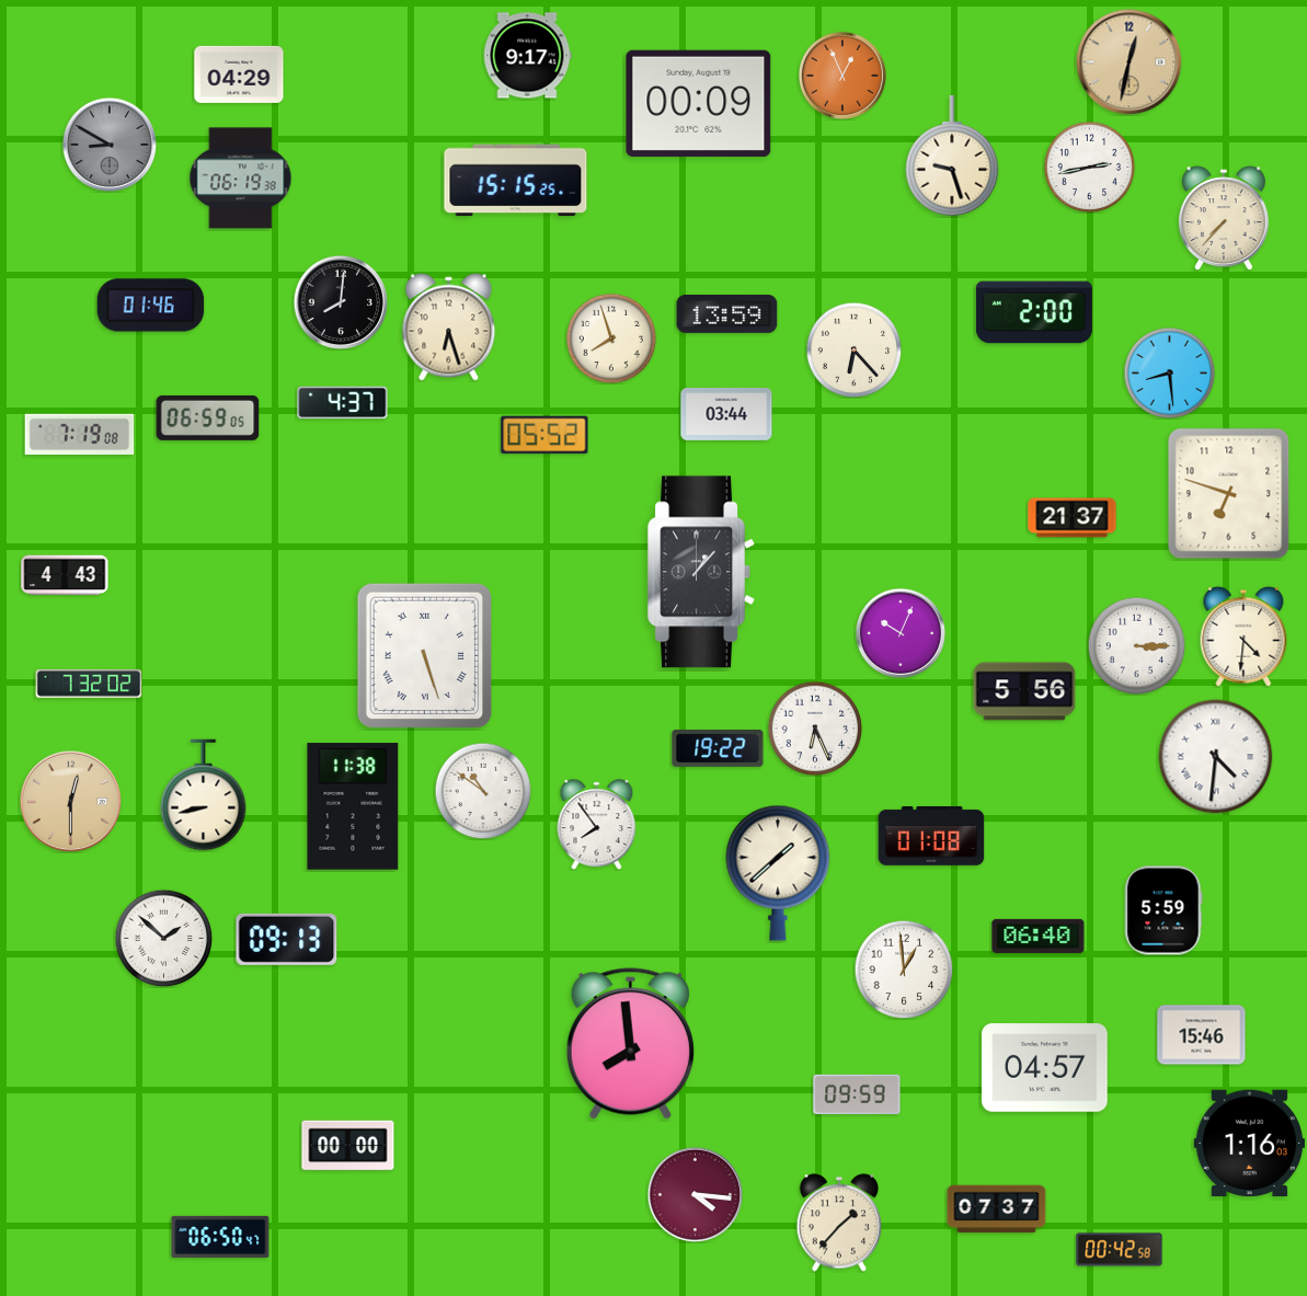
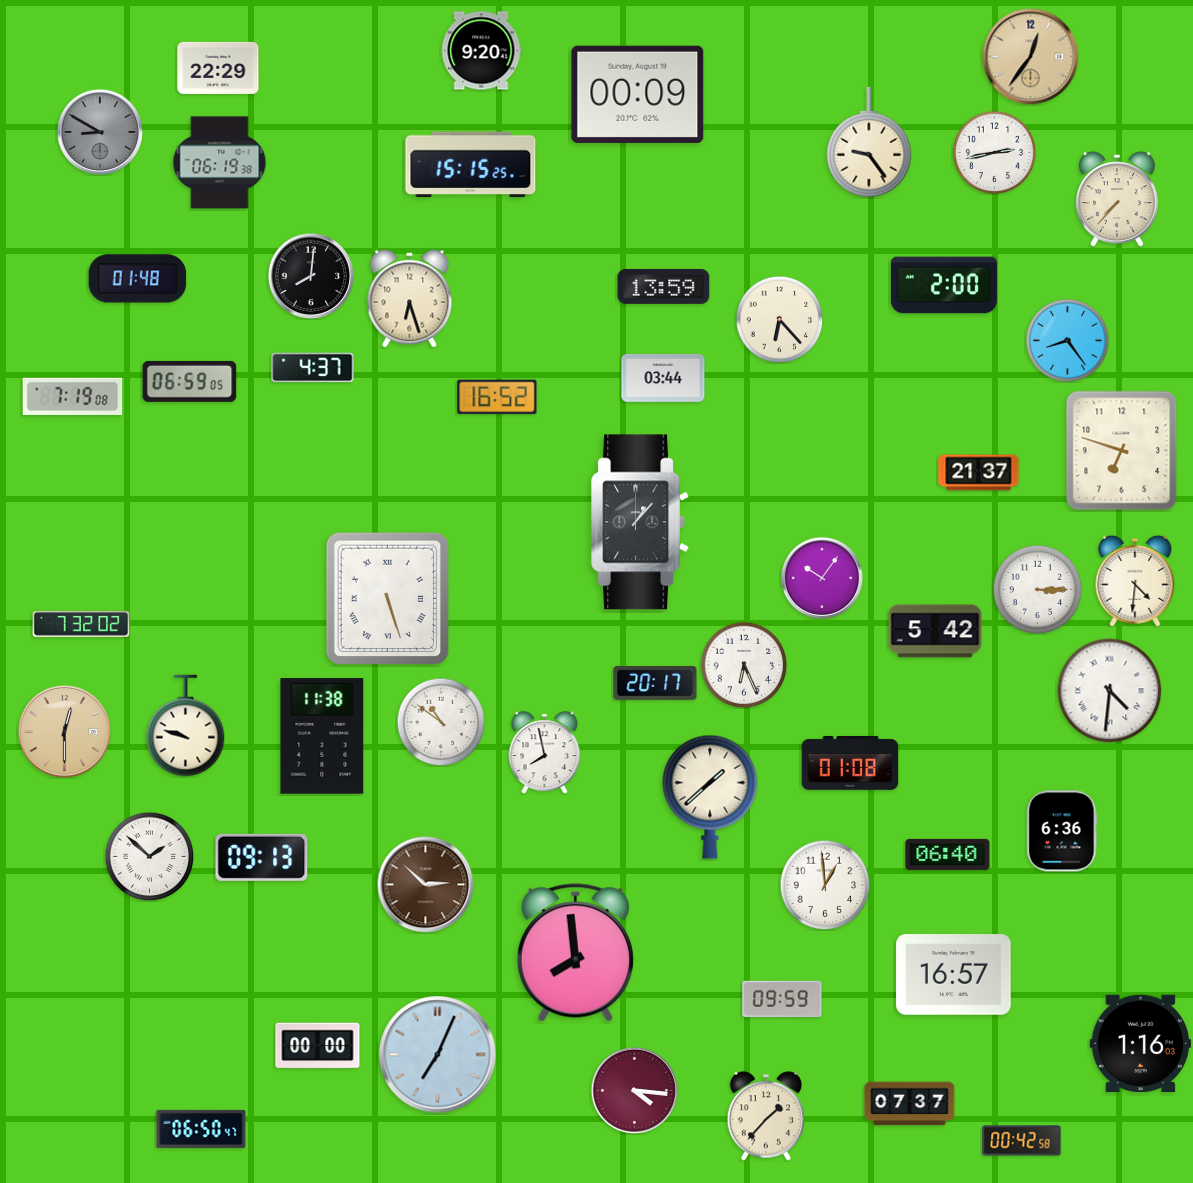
clock at (527, 56): 9:17 -> 9:20
clock at (1130, 62): 12:32 -> 12:36
clock at (239, 74): 04:29 -> 22:29
clock at (842, 76): 12:56 -> none
clock at (952, 156): 9:27 -> 9:24
clock at (151, 306): 01:46 -> 01:48
clock at (611, 339): 7:57 -> none
clock at (1169, 372): 8:29 -> 8:24
clock at (544, 435): 05:52 -> 16:52
clock at (65, 575): 4:43 -> none
clock at (901, 633): 10:04 -> 10:06
clock at (1024, 691): 5:56 -> 5:42
clock at (718, 749): 19:22 -> 20:17
clock at (204, 795): 8:43 -> 9:48
clock at (597, 825): 7:54 -> 7:58
clock at (1163, 910): 5:59 -> 6:36
clock at (426, 885): none -> 2:52
clock at (1202, 1035): 15:46 -> none
clock at (1045, 1068): 04:57 -> 16:57
clock at (438, 1055): none -> 7:04
